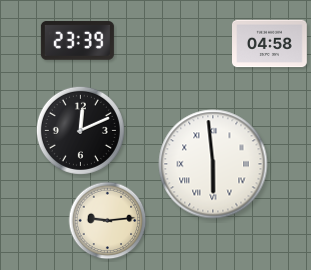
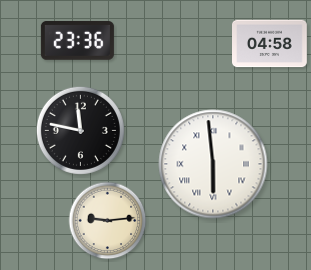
clock at (77, 41): 23:39 -> 23:36
clock at (80, 130): 12:11 -> 11:47
